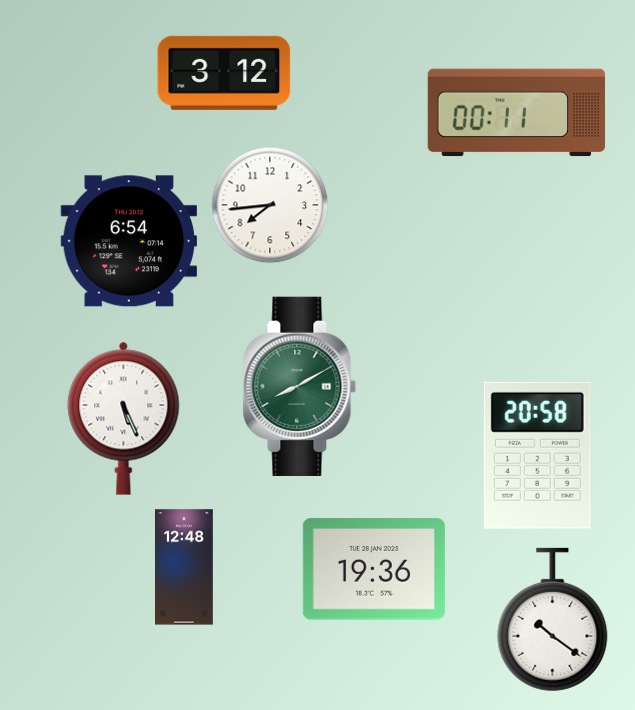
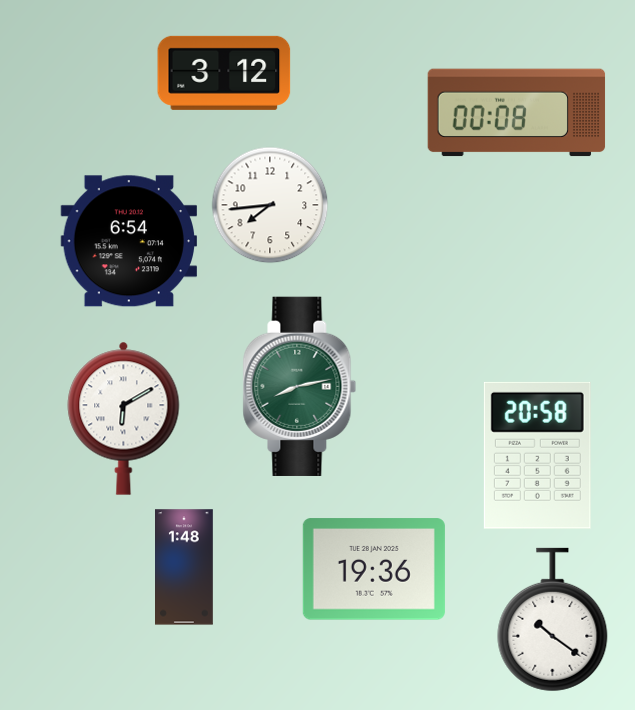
clock at (517, 113): 00:11 -> 00:08
clock at (300, 386): 8:10 -> 8:13
clock at (124, 418): 5:26 -> 6:10
clock at (185, 567): 12:48 -> 1:48
